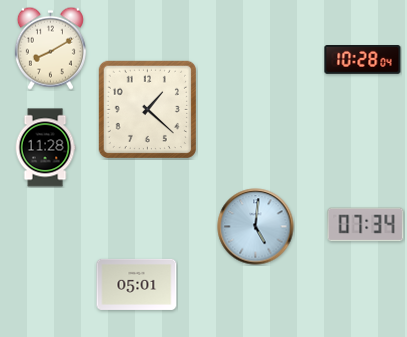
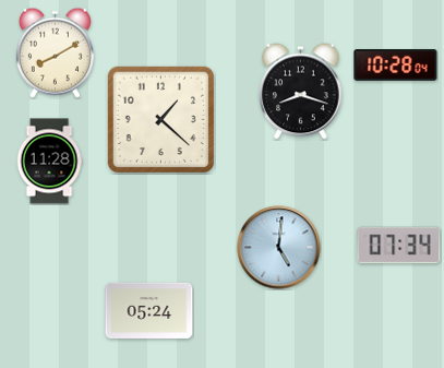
clock at (301, 92): none -> 8:18
clock at (137, 284): 05:01 -> 05:24
